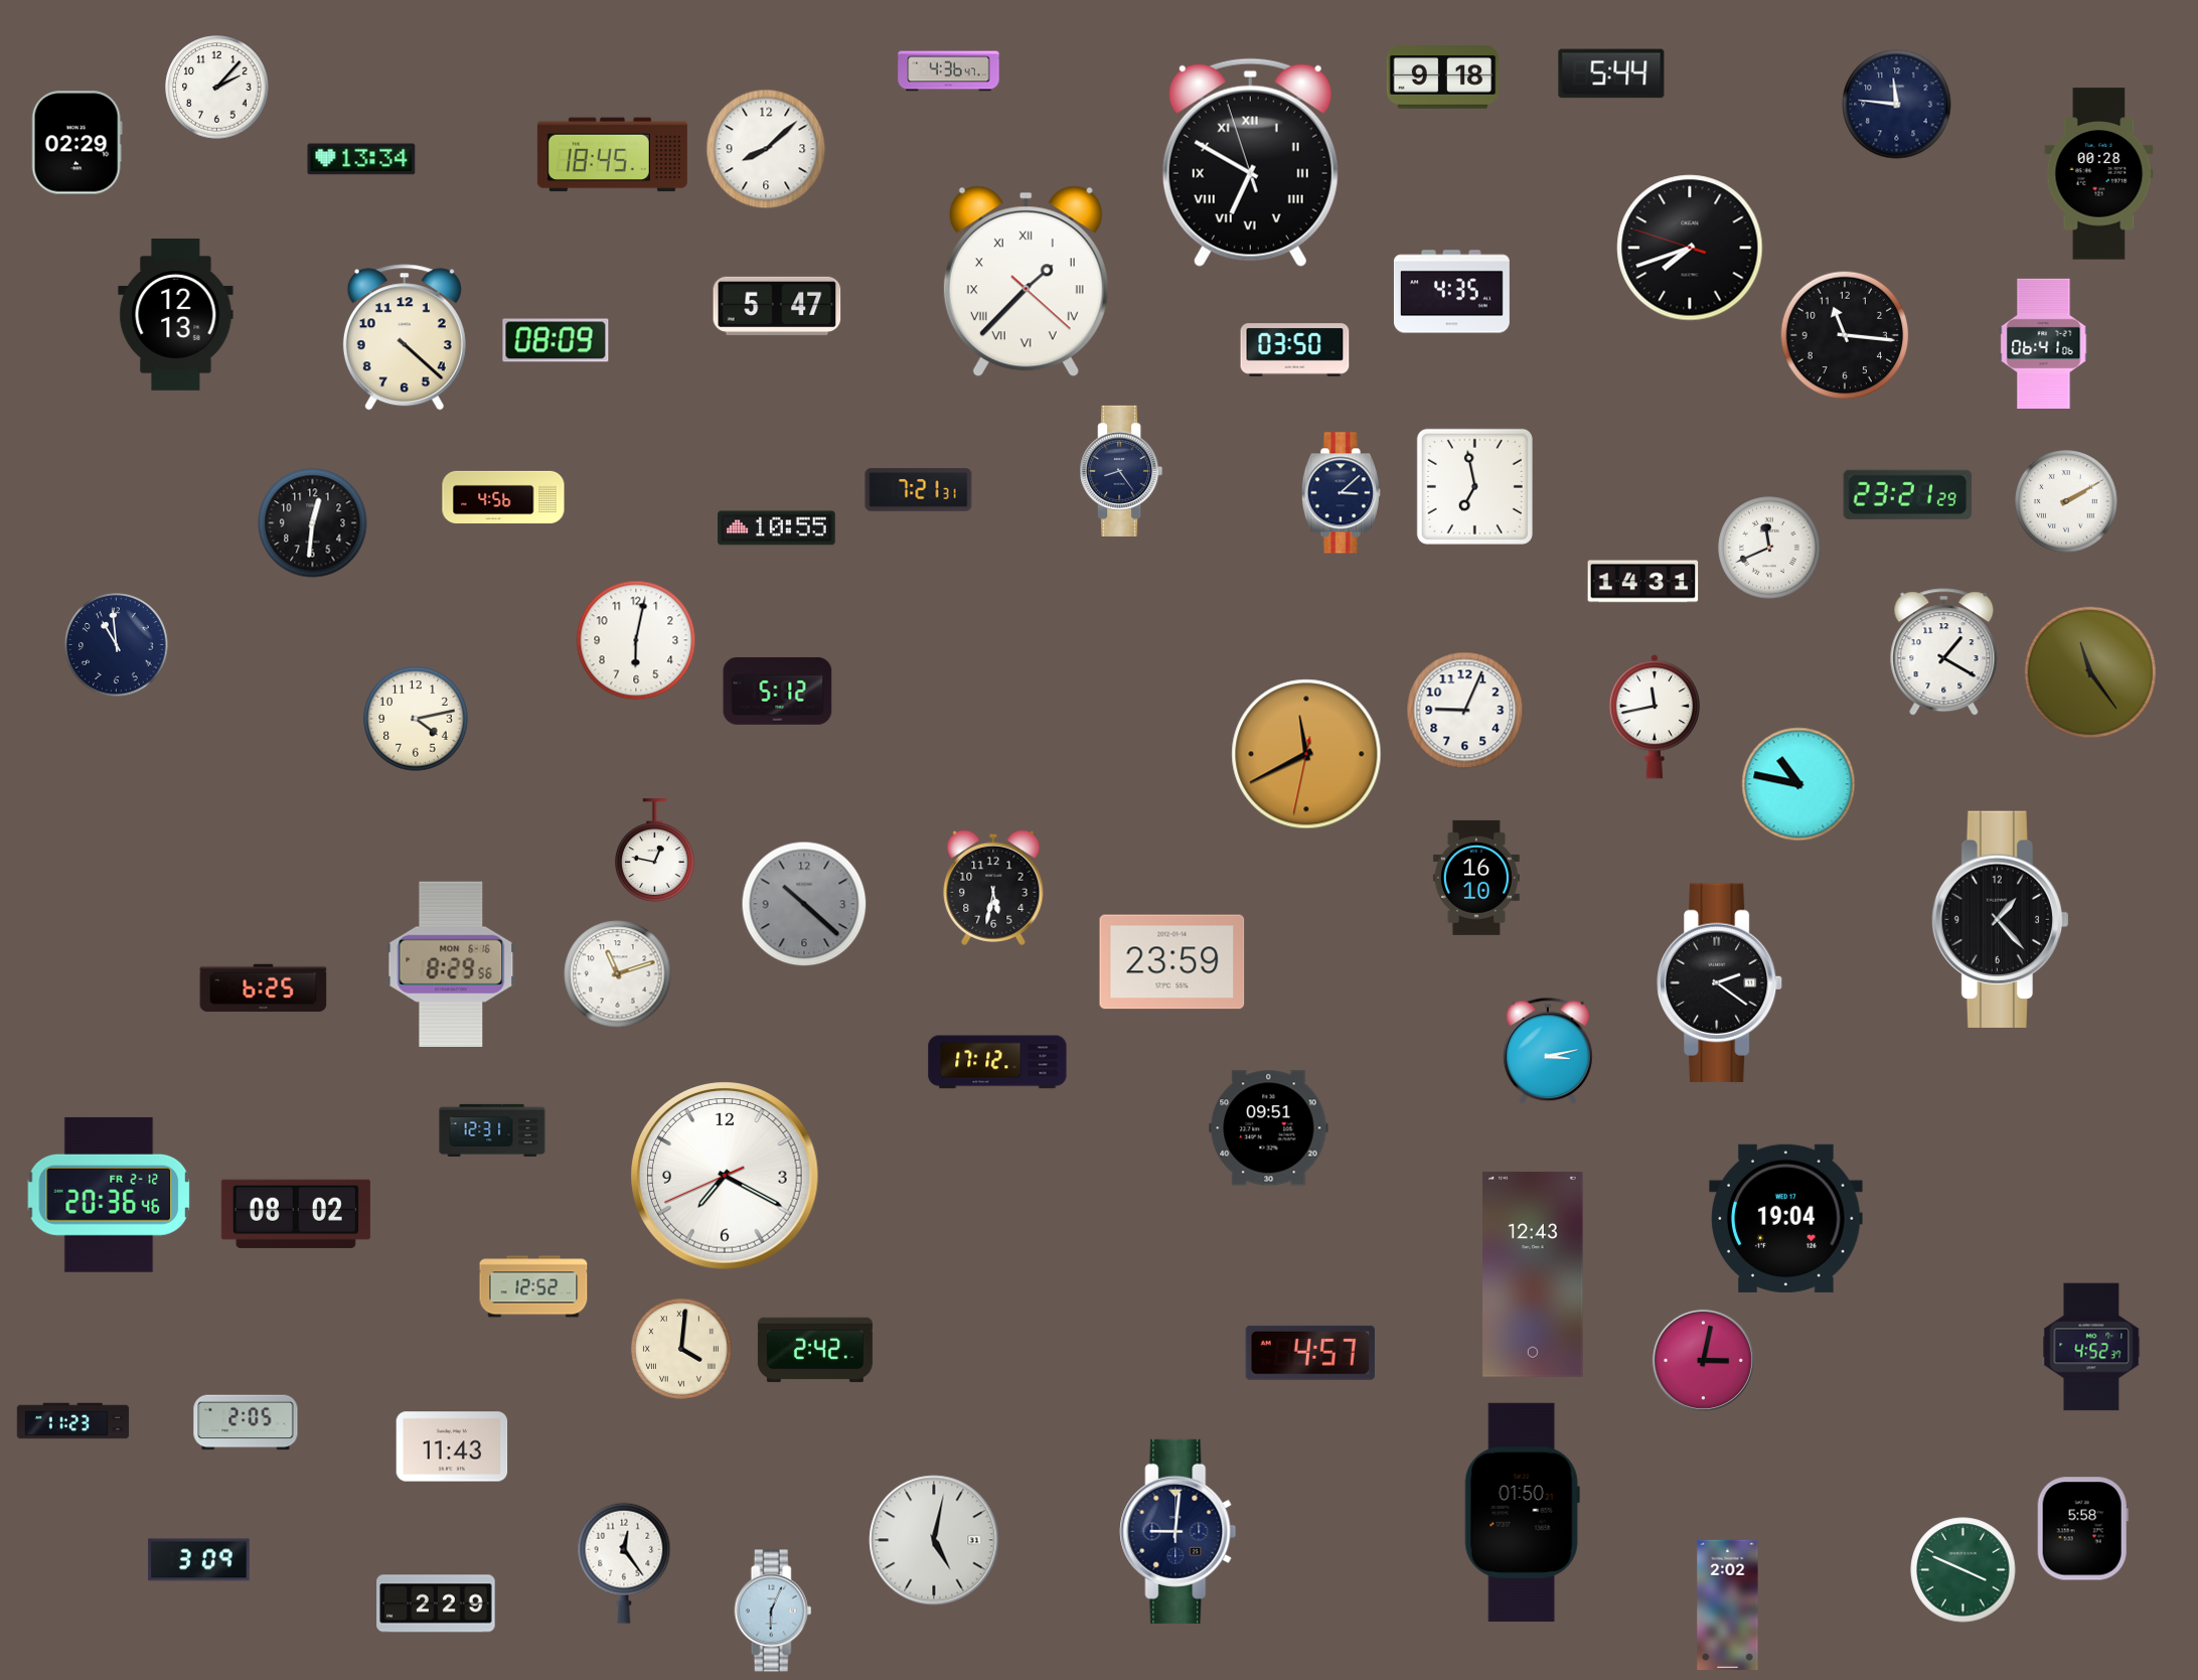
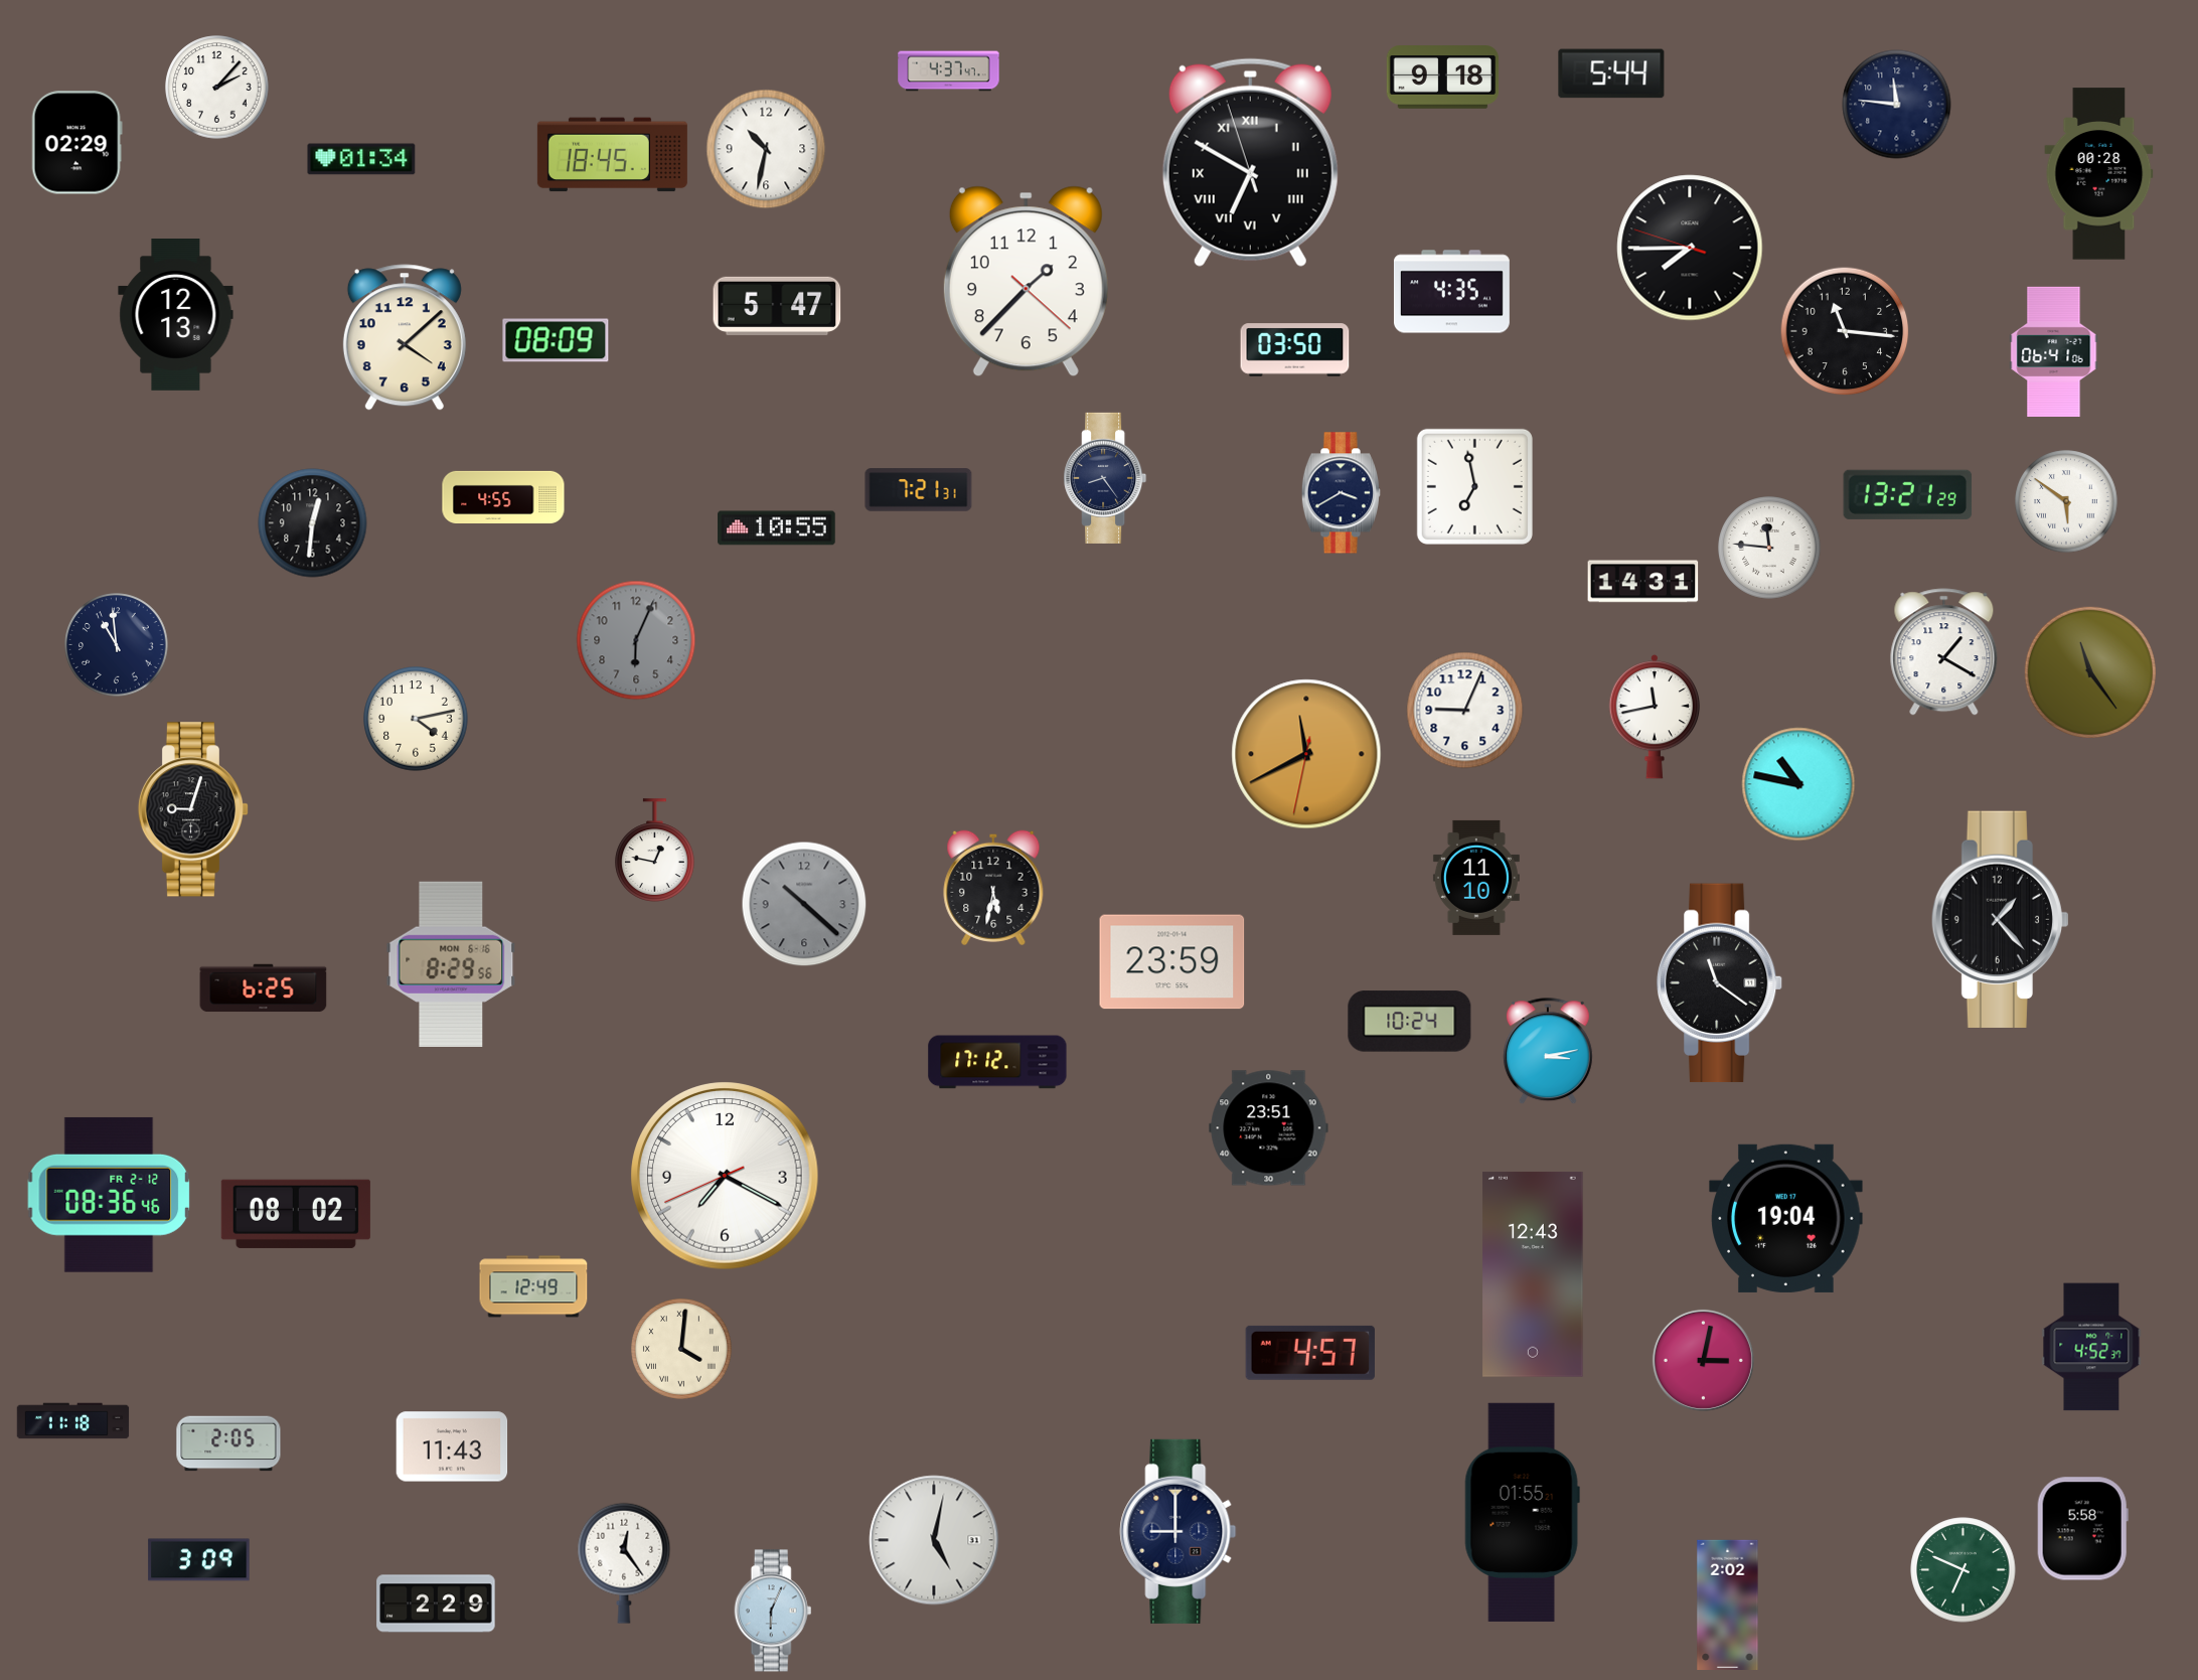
clock at (949, 71): 4:36 -> 4:37
clock at (766, 149): 8:08 -> 10:32
clock at (361, 159): 13:34 -> 01:34
clock at (1690, 248): 7:41 -> 7:44
clock at (1026, 282) numerals: Roman -> Arabic
clock at (1845, 335) position: (1845, 335) -> (1845, 331)
clock at (405, 337): 4:22 -> 4:08
clock at (2044, 343) position: (2044, 343) -> (2054, 351)
clock at (1121, 471) position: (1121, 471) -> (1105, 478)
clock at (1341, 493): 3:08 -> 3:40
clock at (1908, 494): 23:21 -> 13:21
clock at (503, 496): 4:56 -> 4:55
clock at (2066, 501): 2:10 -> 5:51
clock at (1769, 548): 11:41 -> 11:46
clock at (636, 640): 6:02 -> 6:04
clock at (636, 640) dial: white -> grey
clock at (778, 691): 5:12 -> none
clock at (193, 809): none -> 9:03
clock at (1476, 878): 16:10 -> 11:10
clock at (618, 974): 11:12 -> none
clock at (1720, 983): 2:21 -> 11:21
clock at (1410, 1022): none -> 10:24
clock at (1269, 1128): 09:51 -> 23:51
clock at (492, 1130): 12:31 -> none
clock at (109, 1195): 20:36 -> 08:36
clock at (533, 1286): 12:52 -> 12:49
clock at (815, 1350): 2:42 -> none
clock at (73, 1421): 11:23 -> 11:18
clock at (246, 1422) position: (246, 1422) -> (228, 1443)
clock at (1522, 1512): 01:50 -> 01:55
clock at (1179, 1531): 9:01 -> 9:00
clock at (1964, 1570): 3:49 -> 6:49
